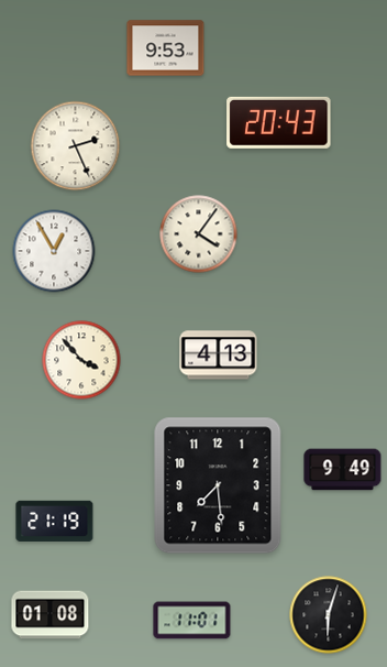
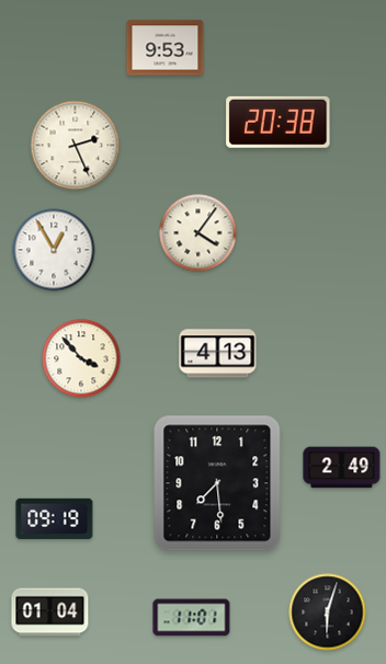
clock at (279, 122): 20:43 -> 20:38
clock at (343, 470): 9:49 -> 2:49
clock at (55, 521): 21:19 -> 09:19
clock at (51, 615): 01:08 -> 01:04
